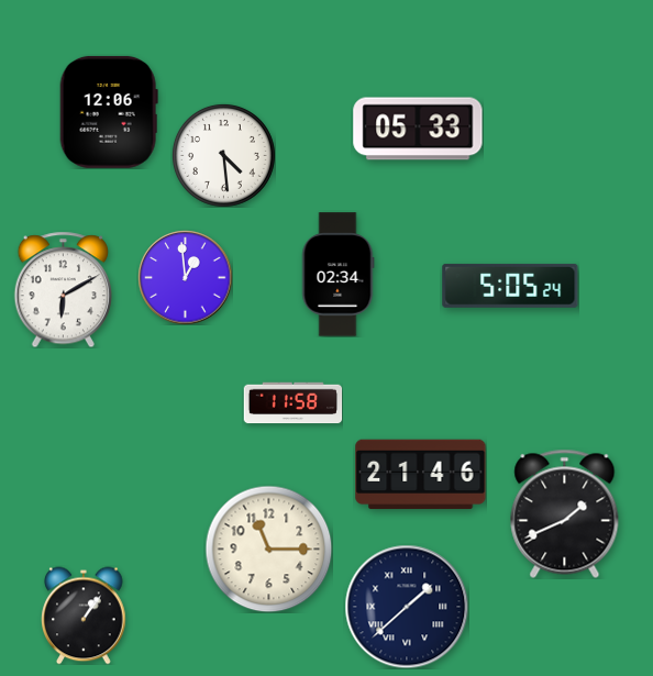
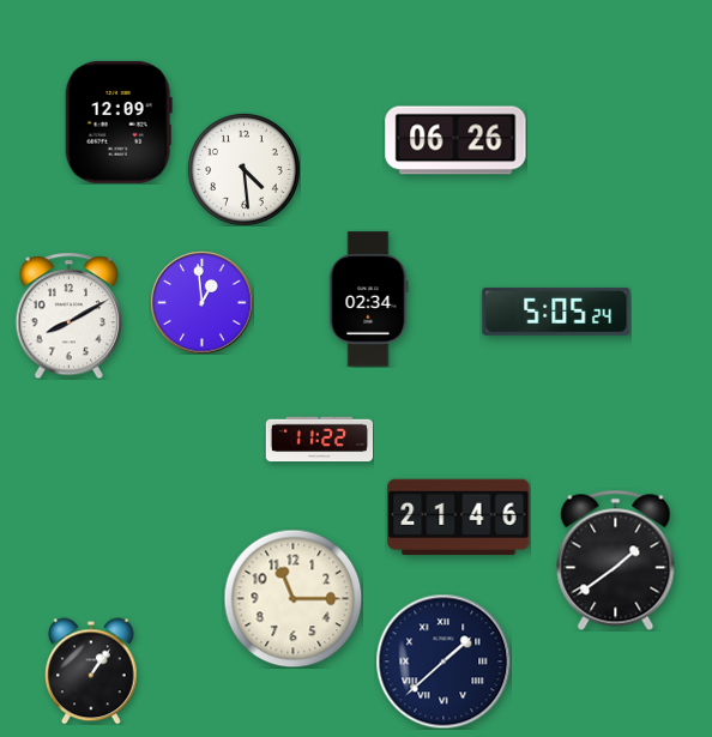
clock at (109, 112): 12:06 -> 12:09
clock at (418, 129): 05:33 -> 06:26
clock at (63, 289): 6:10 -> 8:10
clock at (292, 403): 11:58 -> 11:22
clock at (565, 513): 1:41 -> 1:39
